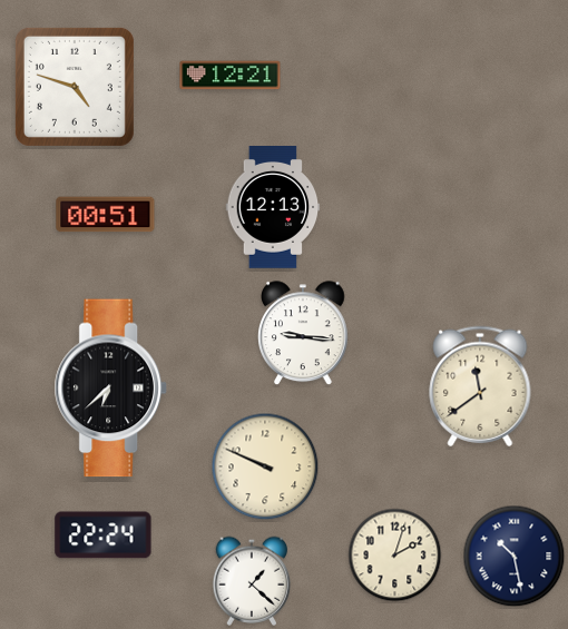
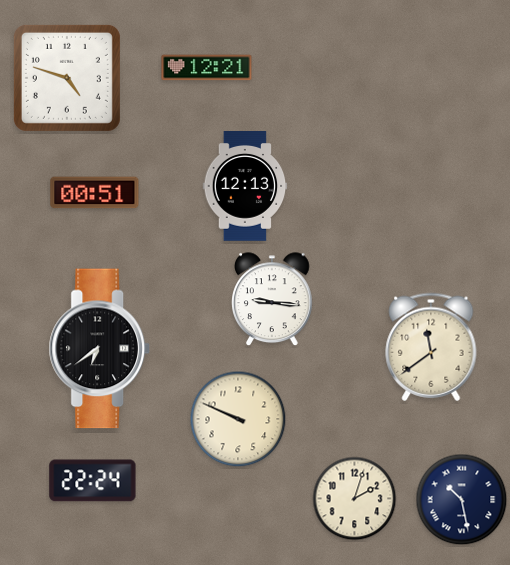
clock at (110, 389): 6:38 -> 6:39
clock at (252, 581): 1:22 -> none
